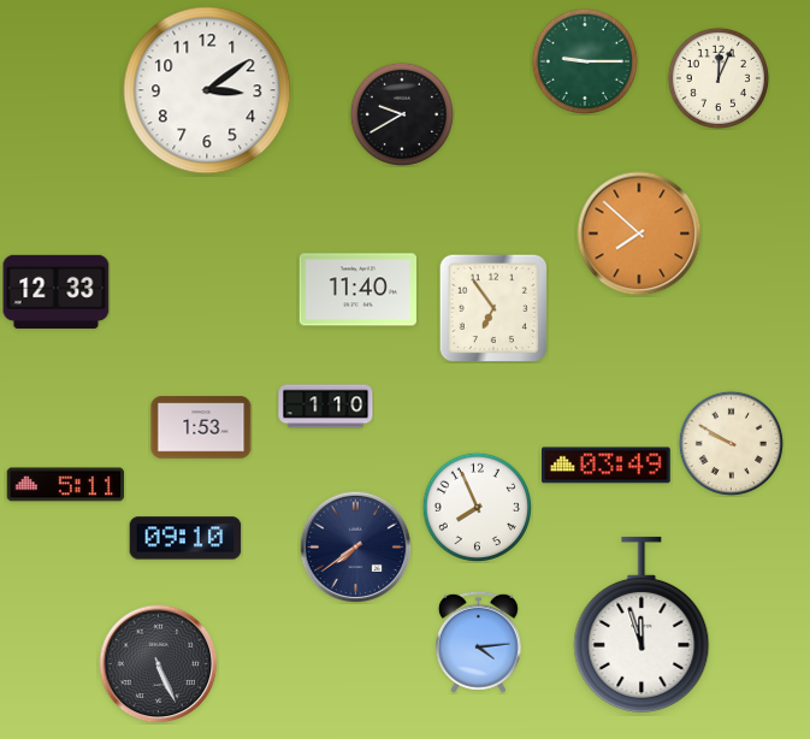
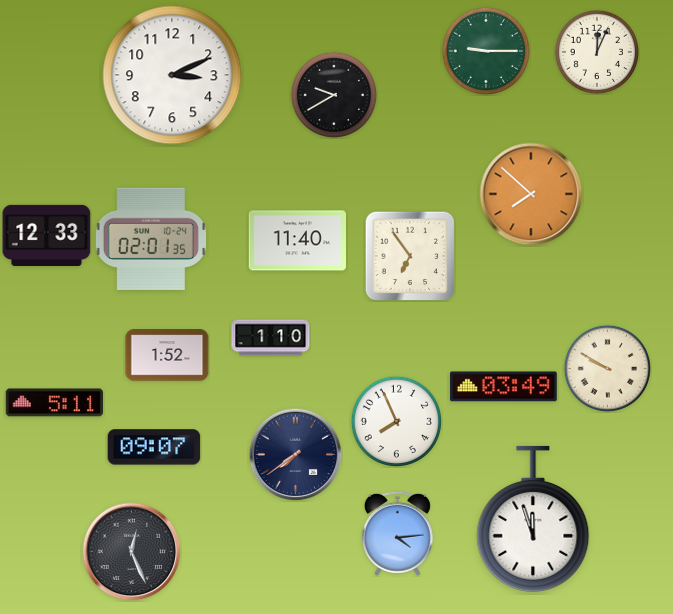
clock at (719, 78) position: (719, 78) -> (597, 52)
clock at (207, 90): 3:09 -> 3:11
clock at (151, 239): none -> 02:01
clock at (57, 291) position: (57, 291) -> (47, 235)
clock at (201, 427): 1:53 -> 1:52
clock at (185, 538): 09:10 -> 09:07
clock at (159, 664): 5:26 -> 12:26
